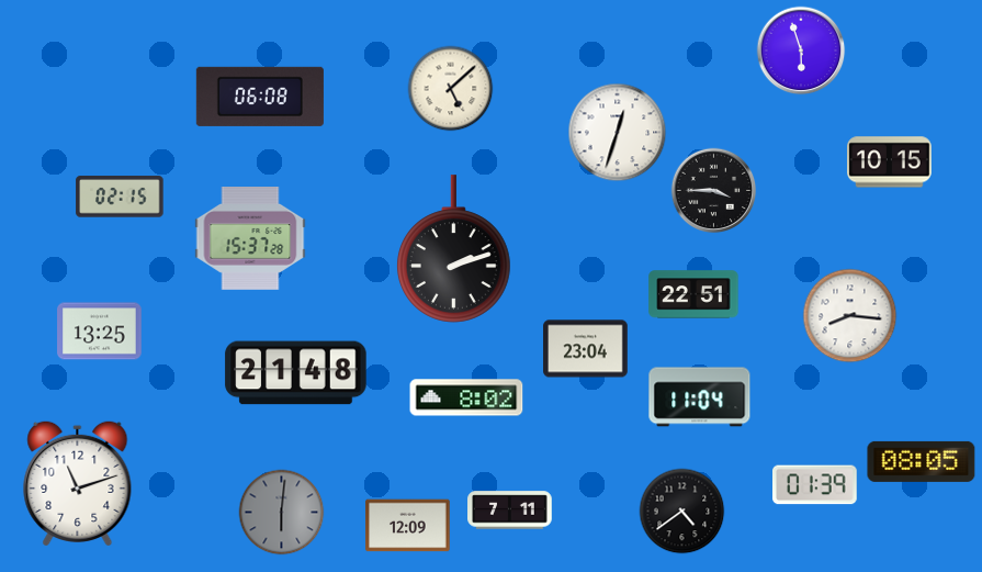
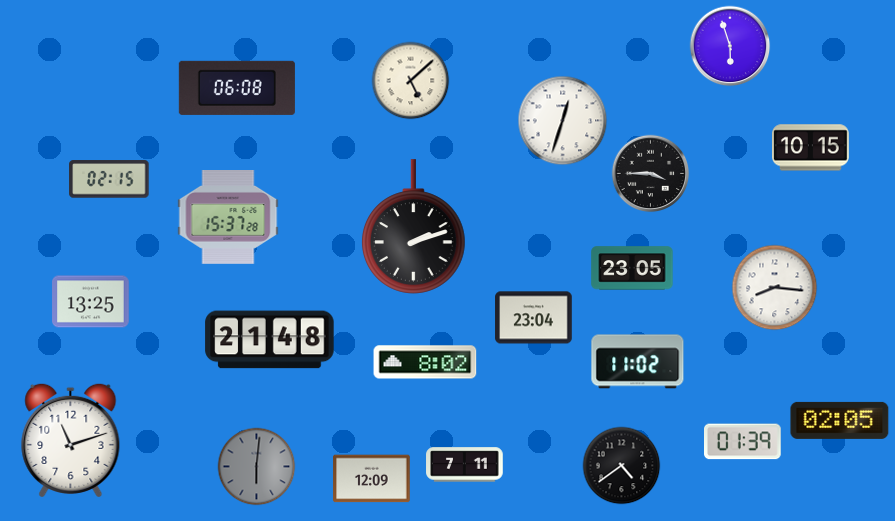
clock at (693, 294): 22:51 -> 23:05
clock at (700, 397): 11:04 -> 11:02
clock at (922, 461): 08:05 -> 02:05
